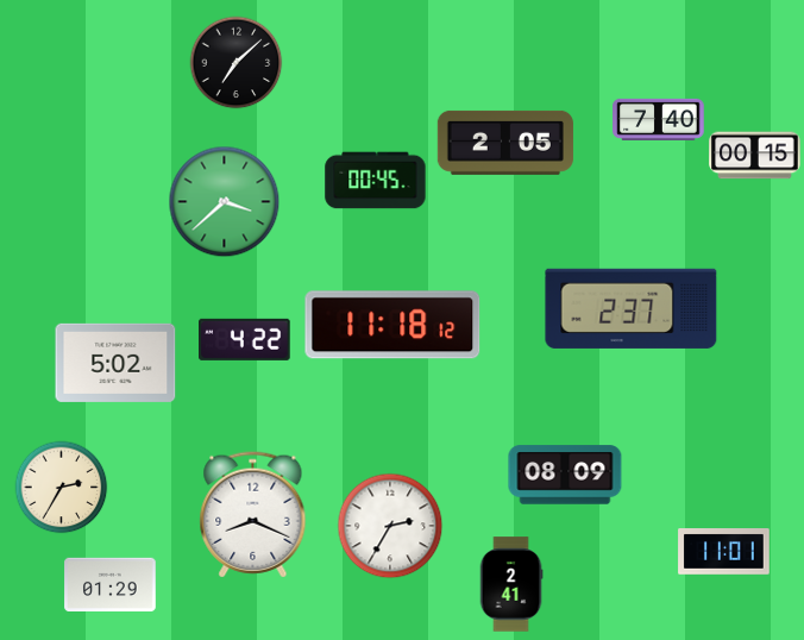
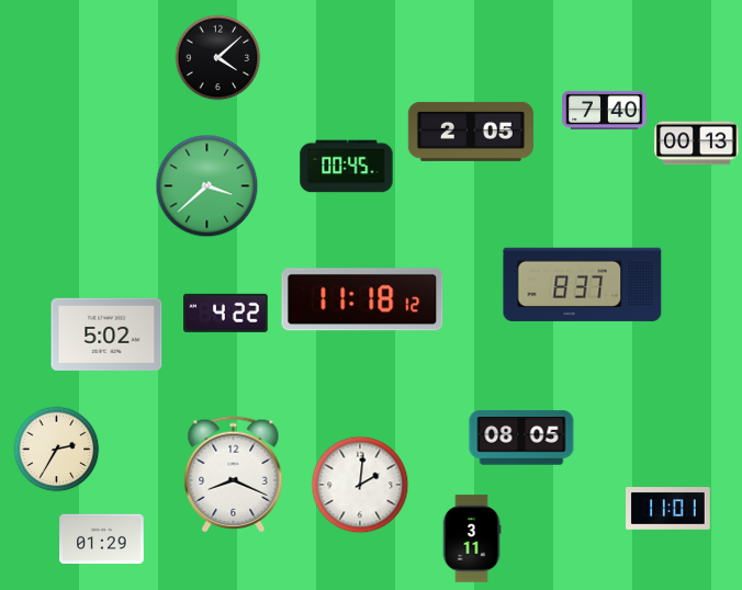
clock at (235, 62): 7:08 -> 4:08
clock at (659, 119) position: (659, 119) -> (605, 110)
clock at (505, 143) position: (505, 143) -> (471, 132)
clock at (755, 156): 00:15 -> 00:13
clock at (632, 308): 2:37 -> 8:37
clock at (565, 475): 08:09 -> 08:05
clock at (390, 526): 2:35 -> 2:01
clock at (511, 584): 2:41 -> 3:11
